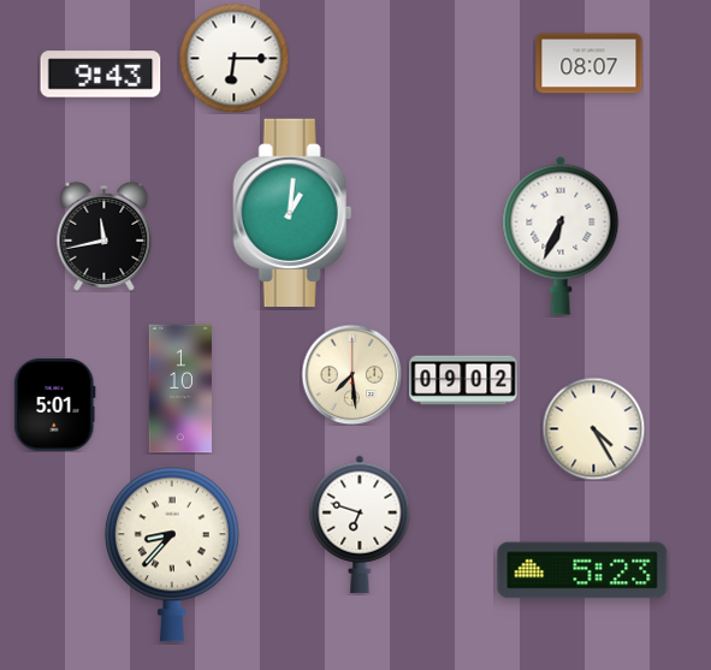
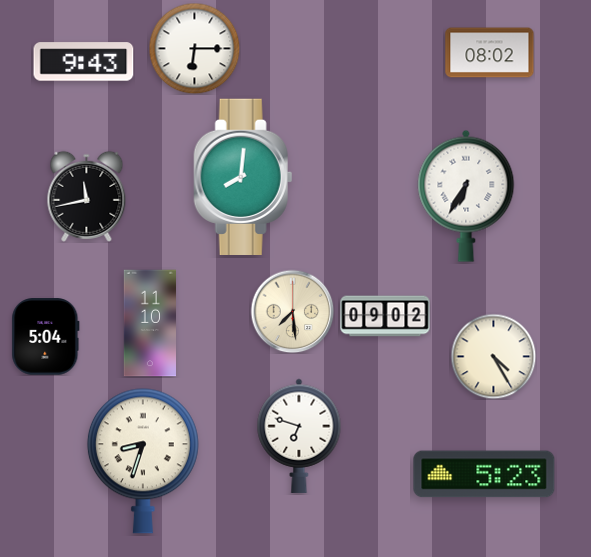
clock at (589, 64): 08:07 -> 08:02
clock at (292, 212): 1:01 -> 8:01
clock at (561, 236): 6:34 -> 6:35
clock at (179, 389): 1:10 -> 11:10
clock at (55, 405): 5:01 -> 5:04
clock at (172, 555): 8:37 -> 8:33
